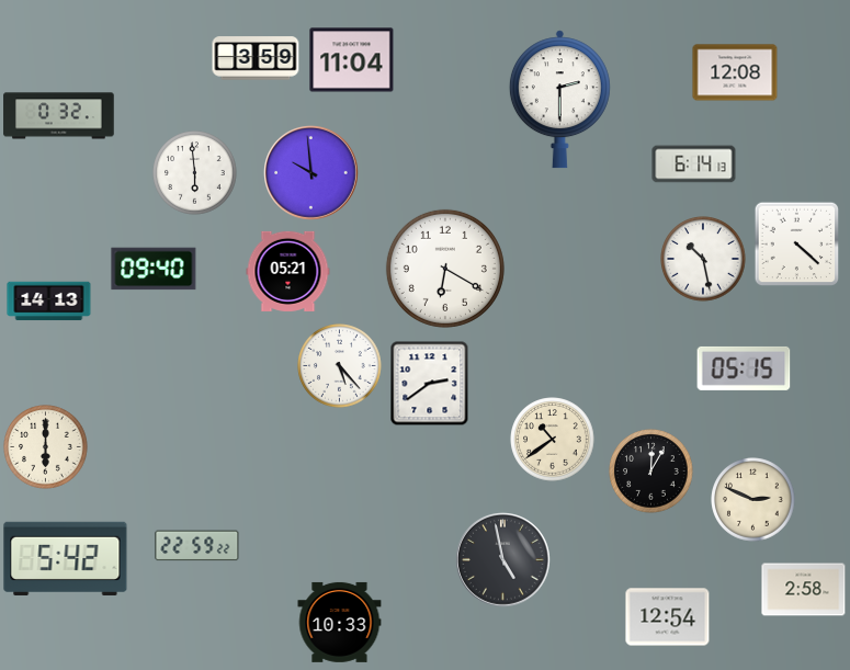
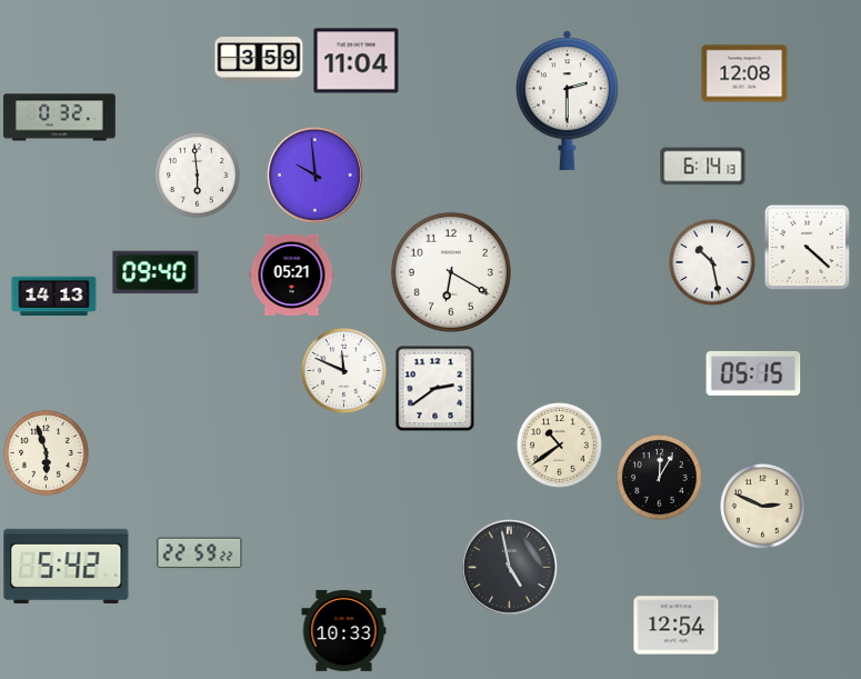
clock at (49, 302) position: (49, 302) -> (54, 297)
clock at (340, 366): 5:23 -> 11:49
clock at (46, 447): 6:00 -> 5:57
clock at (804, 590): 2:58 -> none
